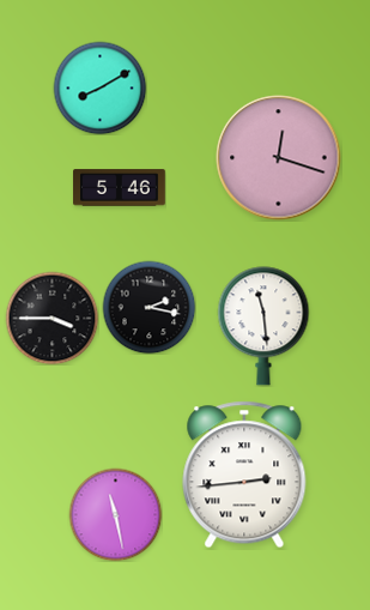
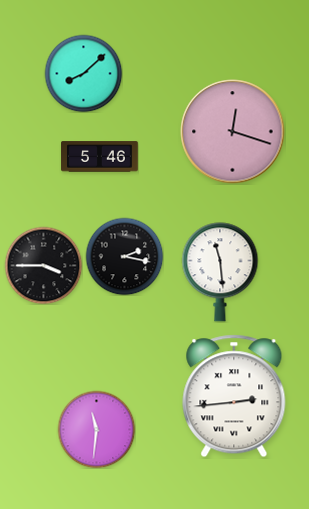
clock at (99, 87): 8:10 -> 8:08
clock at (244, 475) position: (244, 475) -> (234, 396)
clock at (115, 514): 11:28 -> 11:31
